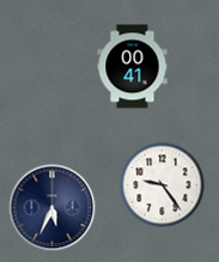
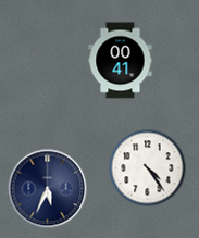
clock at (163, 185): 9:24 -> 4:24
